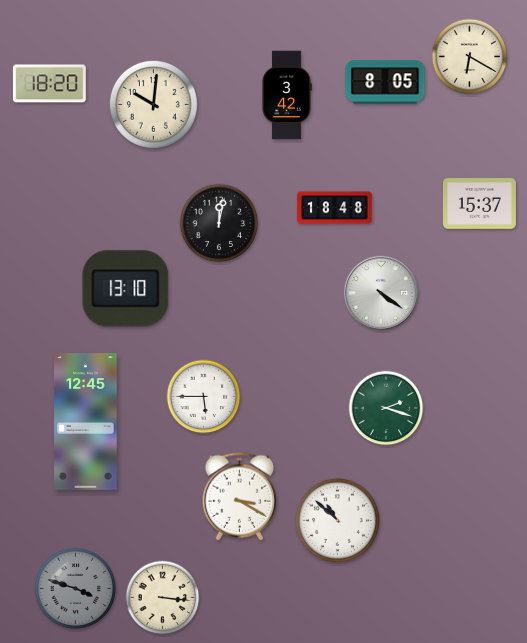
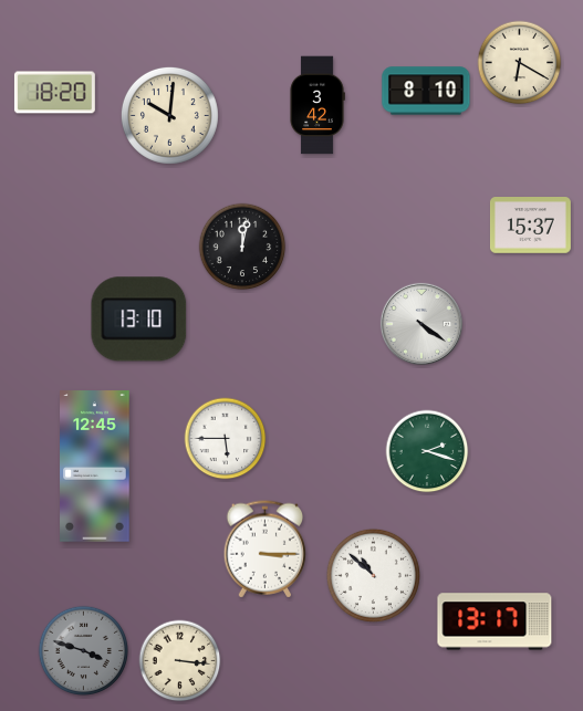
clock at (385, 82): 8:05 -> 8:10
clock at (335, 208): 18:48 -> none
clock at (240, 497): 3:20 -> 3:15
clock at (494, 621): none -> 13:17
